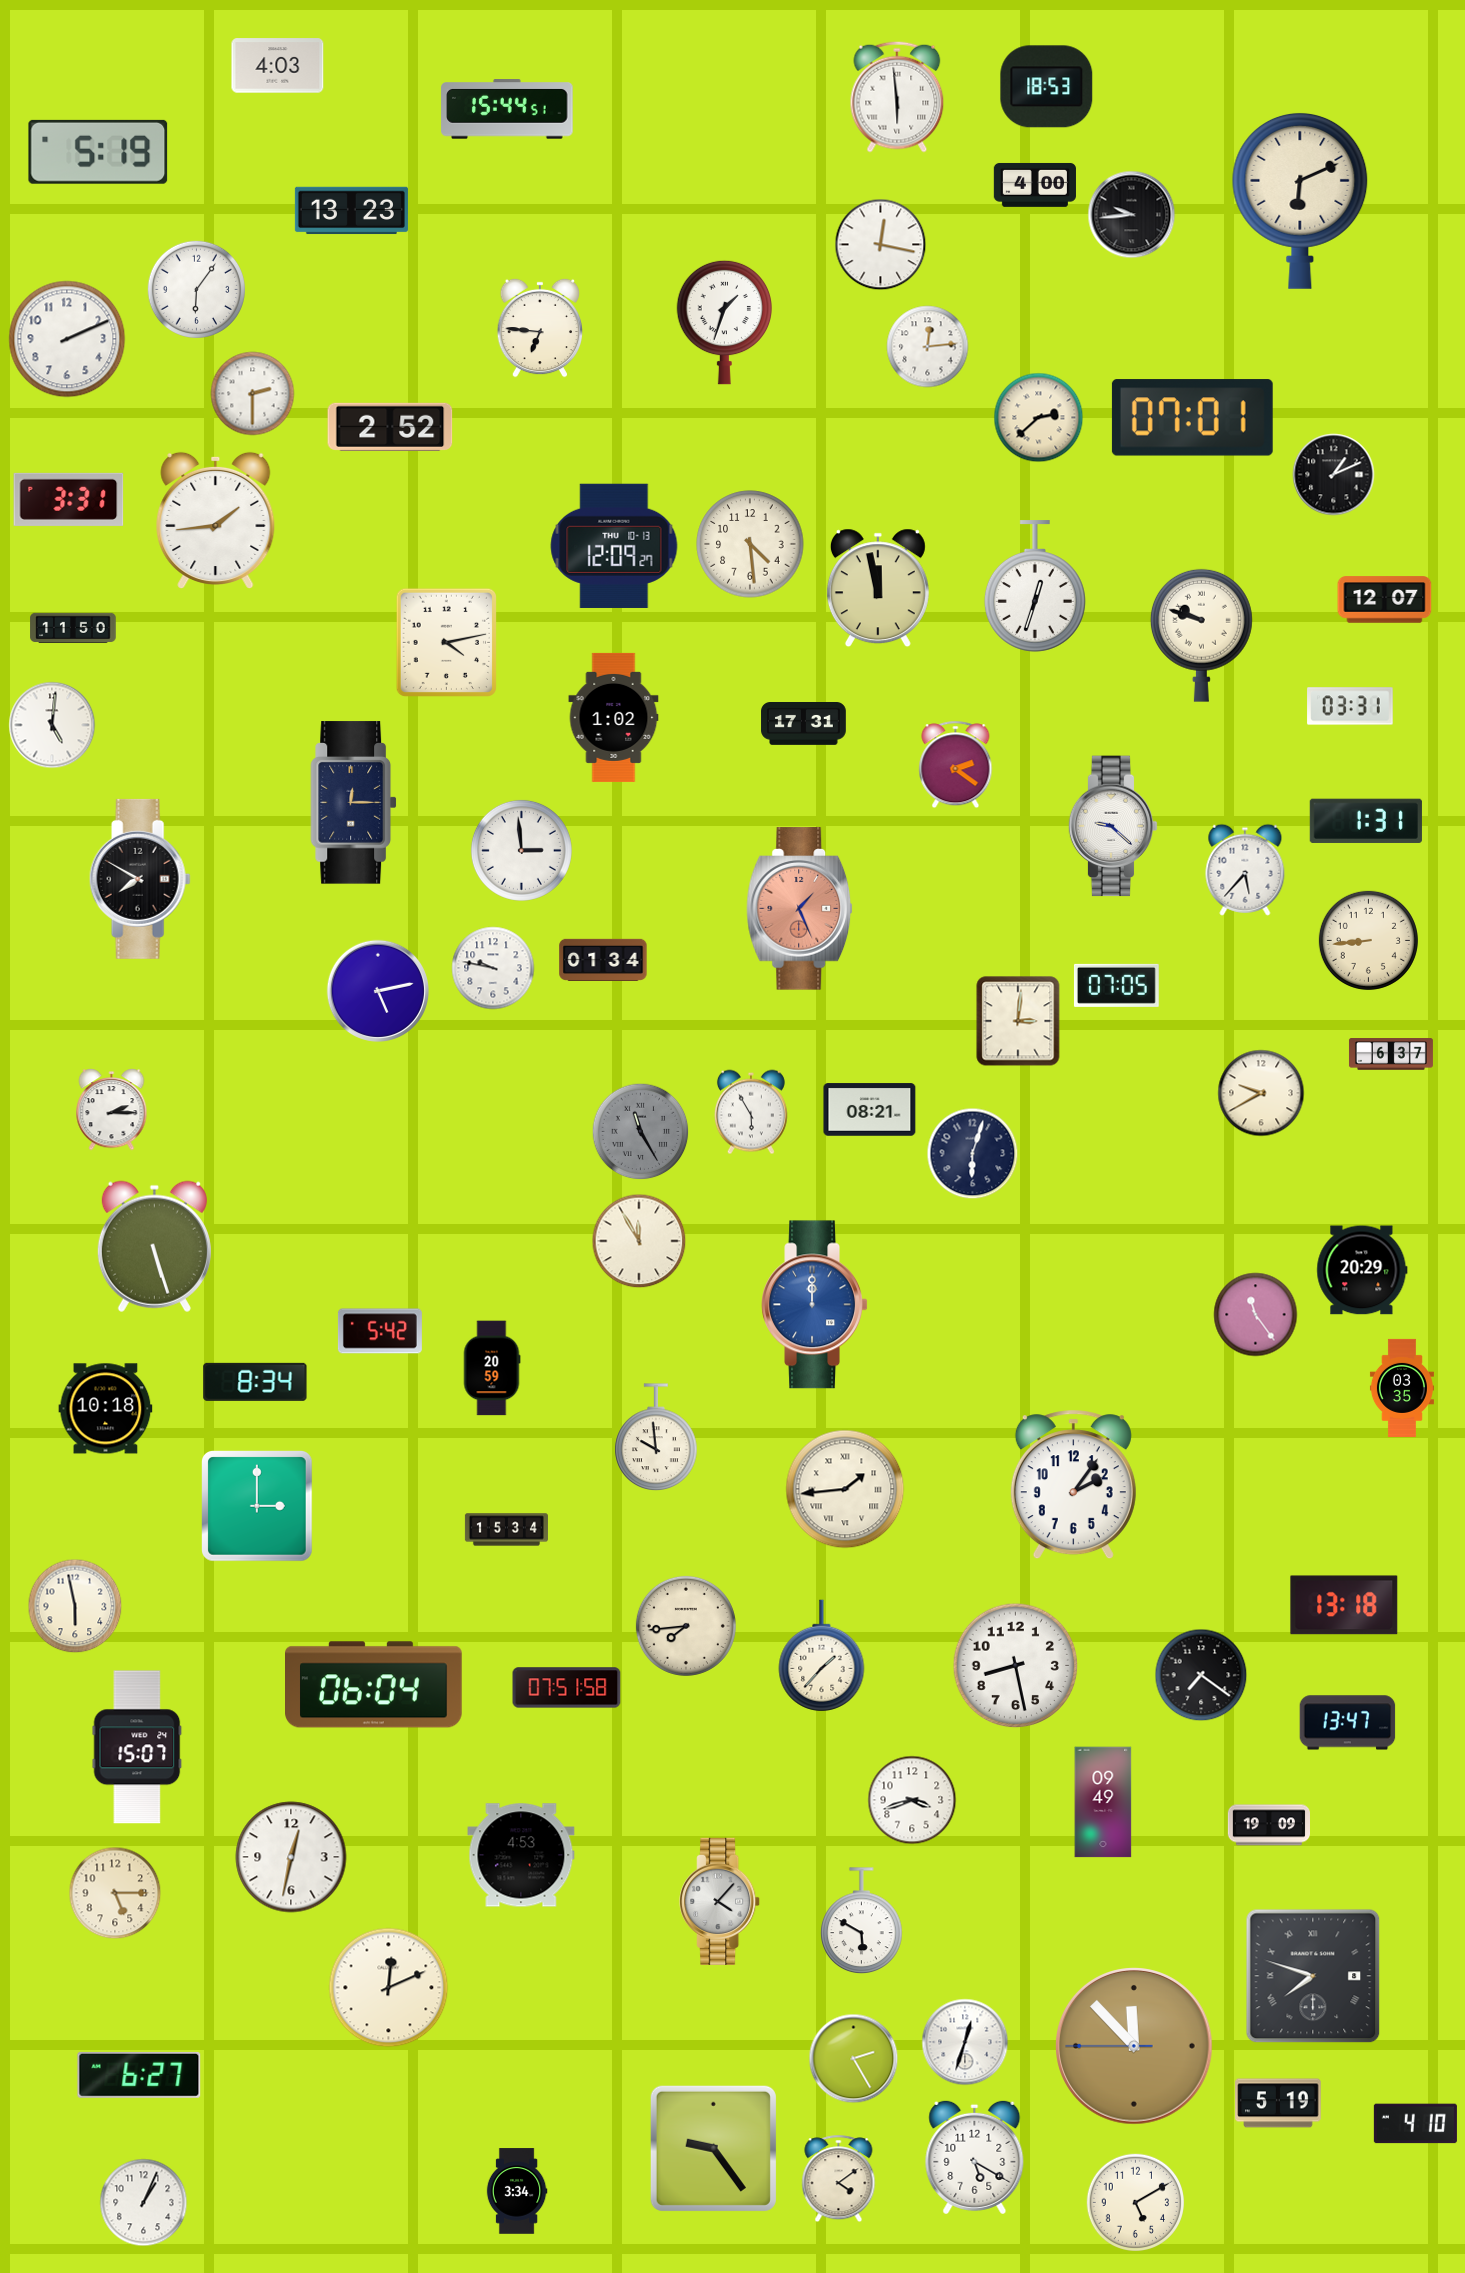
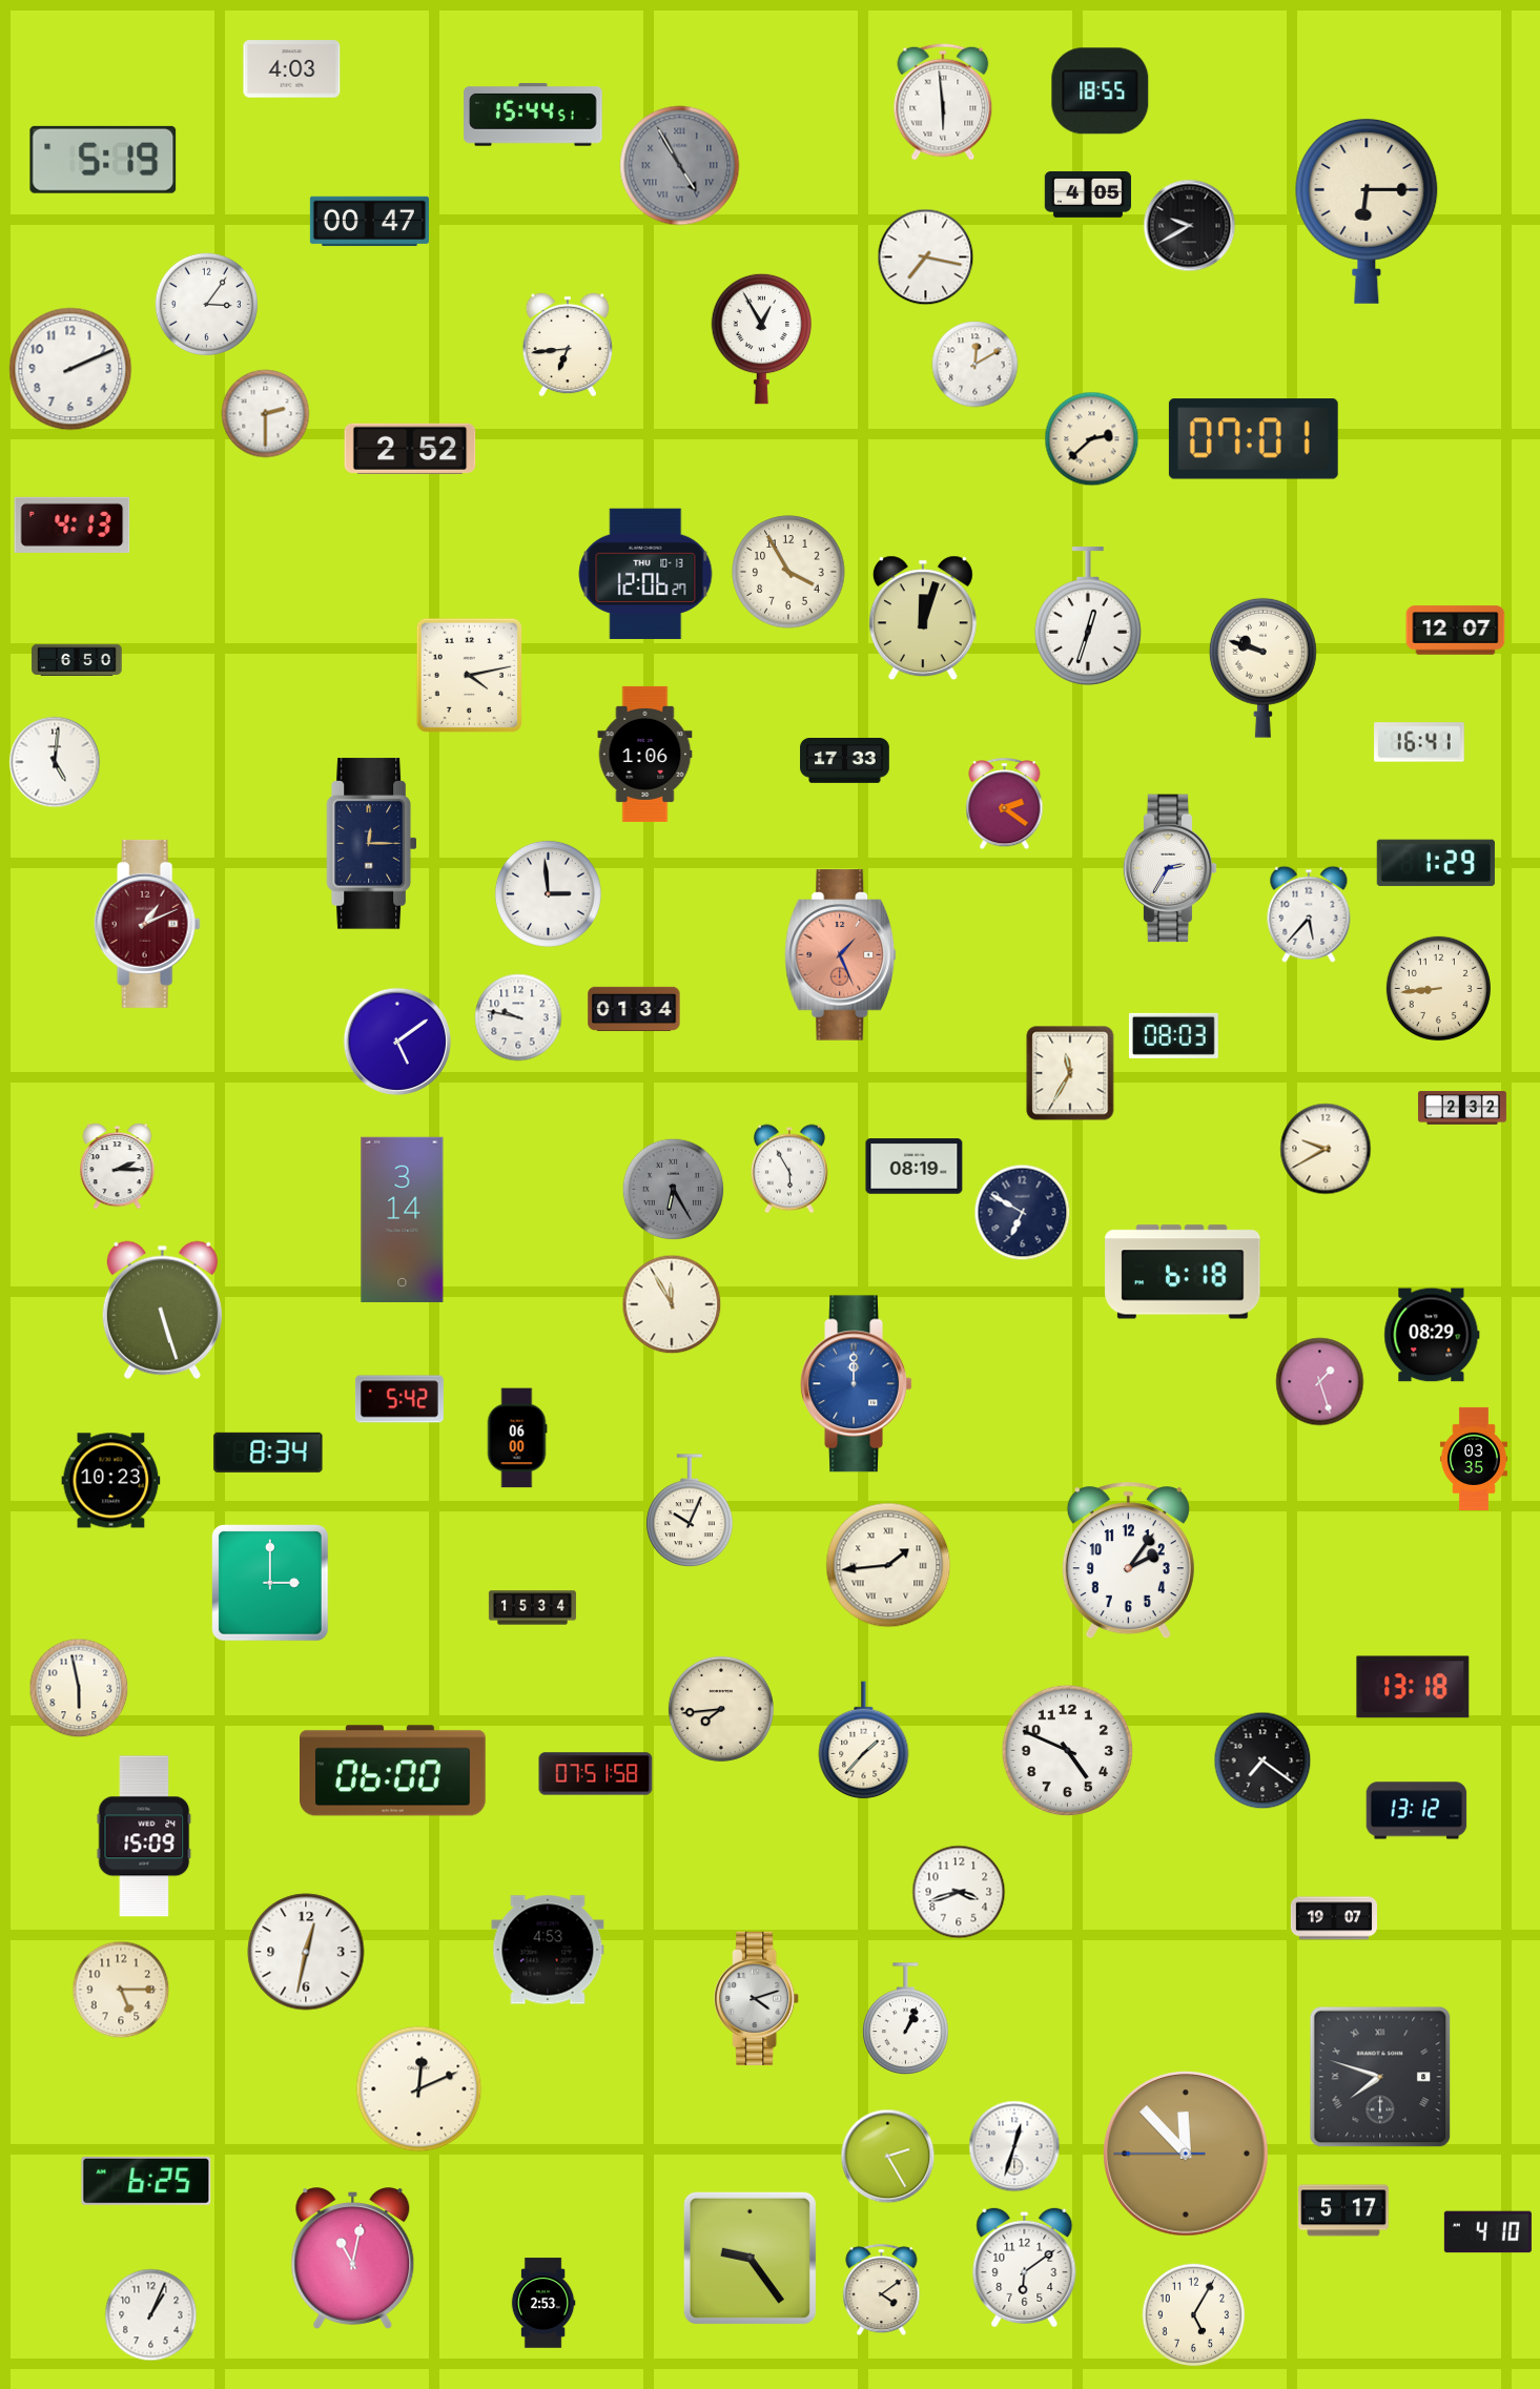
clock at (1047, 87): 18:53 -> 18:55
clock at (680, 166): none -> 4:55
clock at (1035, 185): 4:00 -> 4:05
clock at (1300, 200): 6:11 -> 6:15
clock at (351, 211): 13:23 -> 00:47
clock at (1132, 215): 9:44 -> 9:40
clock at (881, 245): 12:17 -> 7:17
clock at (196, 289): 6:06 -> 3:06
clock at (724, 322): 1:33 -> 12:55
clock at (539, 328): 6:46 -> 6:44
clock at (67, 339) position: (67, 339) -> (70, 369)
clock at (928, 347): 12:14 -> 12:10
clock at (1334, 475): 1:11 -> none
clock at (69, 499): 3:31 -> 4:13
clock at (216, 520): 1:44 -> none
clock at (750, 544): 4:29 -> 3:55
clock at (614, 546): 12:09 -> 12:06
clock at (878, 588): 11:58 -> 12:03
clock at (73, 628): 11:50 -> 6:50
clock at (1350, 706): 03:31 -> 16:41
clock at (614, 717): 1:02 -> 1:06
clock at (804, 724): 17:31 -> 17:33
clock at (1366, 821): 1:31 -> 1:29
clock at (1113, 826): 9:22 -> 2:35
clock at (140, 879): 7:50 -> 1:11
clock at (140, 879) dial: black -> burgundy
clock at (1116, 985): 07:05 -> 08:03
clock at (377, 990): 5:13 -> 5:09
clock at (1018, 1021): 3:01 -> 11:35
clock at (1391, 1054): 6:37 -> 2:32
clock at (870, 1110): 08:21 -> 08:19
clock at (641, 1132): 11:25 -> 6:25
clock at (973, 1154): 6:03 -> 6:50
clock at (403, 1219): none -> 3:14
clock at (1183, 1272): none -> 6:18
clock at (1362, 1270): 20:29 -> 08:29
clock at (814, 1305) position: (814, 1305) -> (856, 1384)
clock at (1256, 1315): 11:24 -> 1:27
clock at (492, 1368): 20:59 -> 06:00
clock at (106, 1409): 10:18 -> 10:23
clock at (656, 1437): 9:59 -> 10:04
clock at (1016, 1666): 8:28 -> 4:49
clock at (374, 1685): 06:04 -> 06:00
clock at (1348, 1723): 13:47 -> 13:12
clock at (137, 1747): 15:07 -> 15:09
clock at (1103, 1802): 09:49 -> none
clock at (1268, 1825): 19:09 -> 19:07
clock at (720, 1901): 4:07 -> 4:12
clock at (862, 1920): 5:50 -> 1:04
clock at (389, 1988) position: (389, 1988) -> (419, 2089)
clock at (1135, 2047) position: (1135, 2047) -> (1187, 2155)
clock at (854, 2059) position: (854, 2059) -> (888, 2157)
clock at (139, 2075): 6:27 -> 6:25
clock at (1278, 2103): 5:19 -> 5:17
clock at (353, 2259): none -> 11:02
clock at (975, 2157): 5:20 -> 6:09
clock at (517, 2191): 3:34 -> 2:53
clock at (1135, 2202): 5:10 -> 5:05
